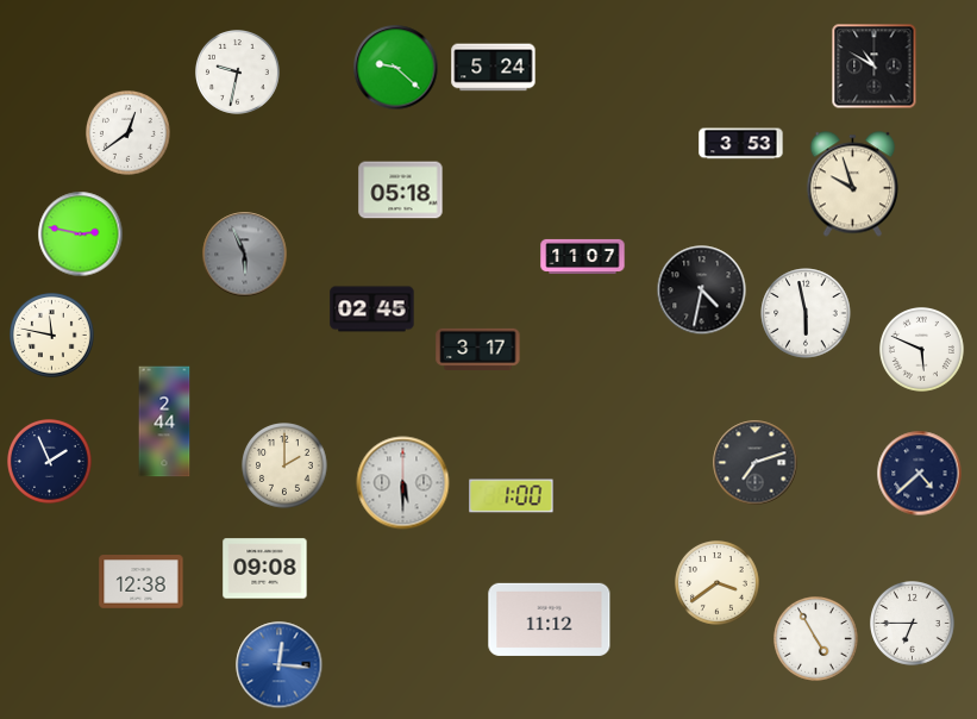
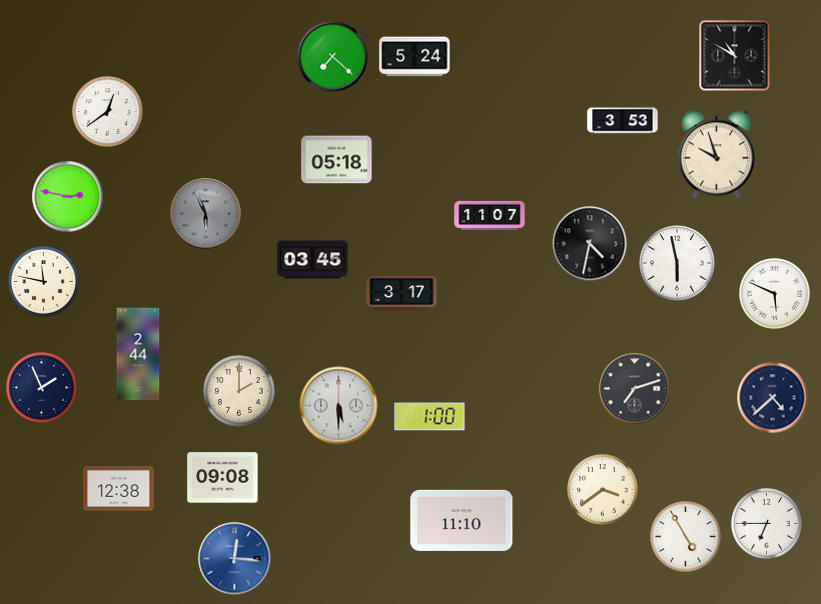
clock at (396, 68): 9:22 -> 7:22
clock at (238, 73): 9:32 -> none
clock at (372, 310): 02:45 -> 03:45
clock at (550, 619): 11:12 -> 11:10
